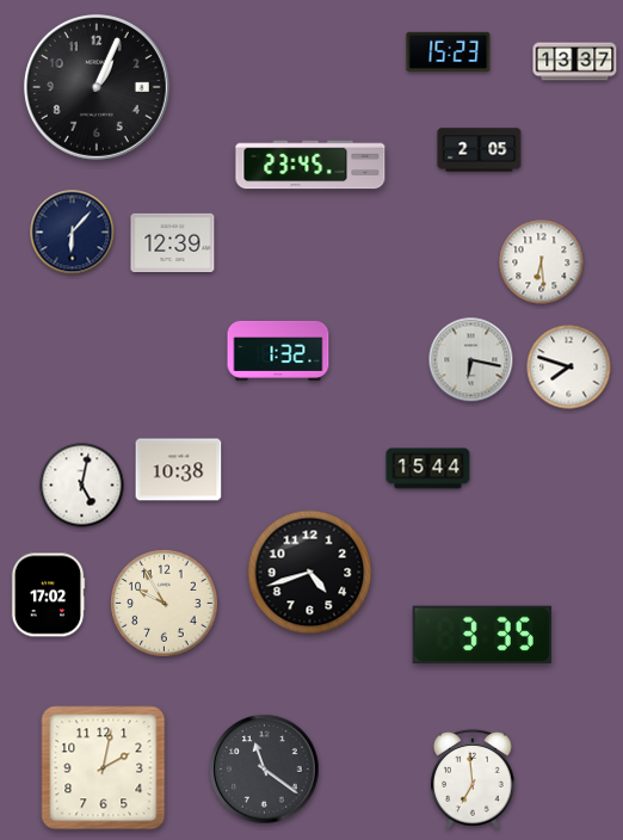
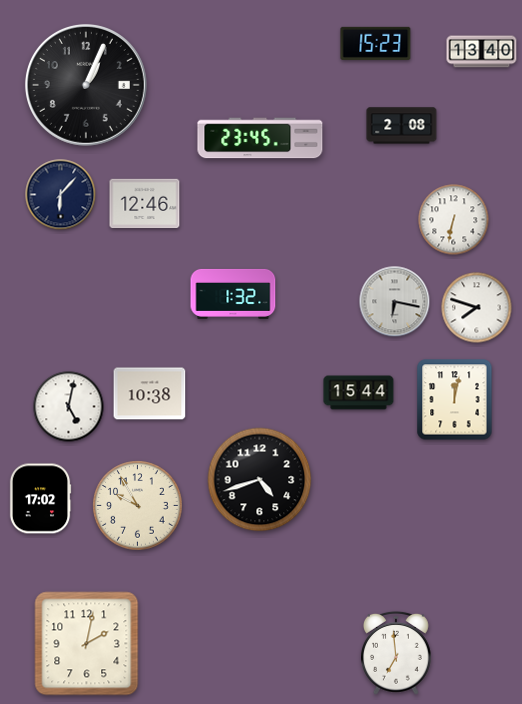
clock at (575, 62): 13:37 -> 13:40
clock at (97, 87) position: (97, 87) -> (86, 85)
clock at (480, 150): 2:05 -> 2:08
clock at (173, 243): 12:39 -> 12:46
clock at (542, 262): 6:29 -> 6:32
clock at (455, 400): none -> 12:02
clock at (482, 635): 3:35 -> none
clock at (265, 770): 11:21 -> none
